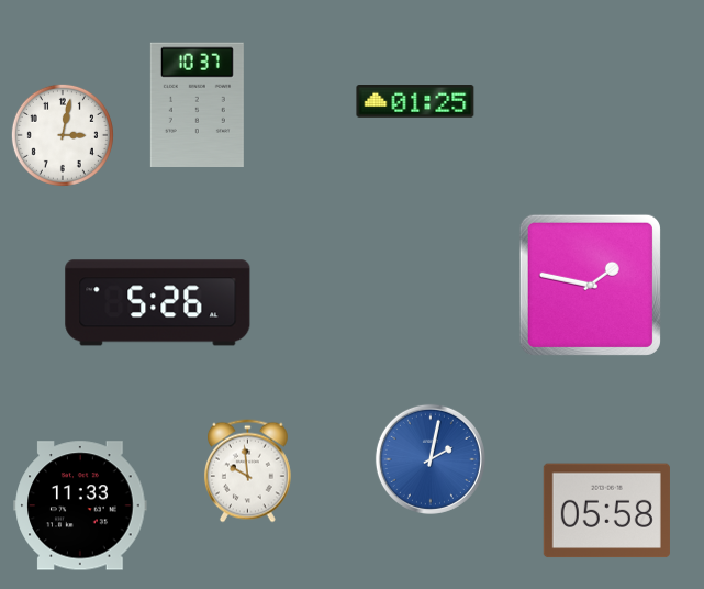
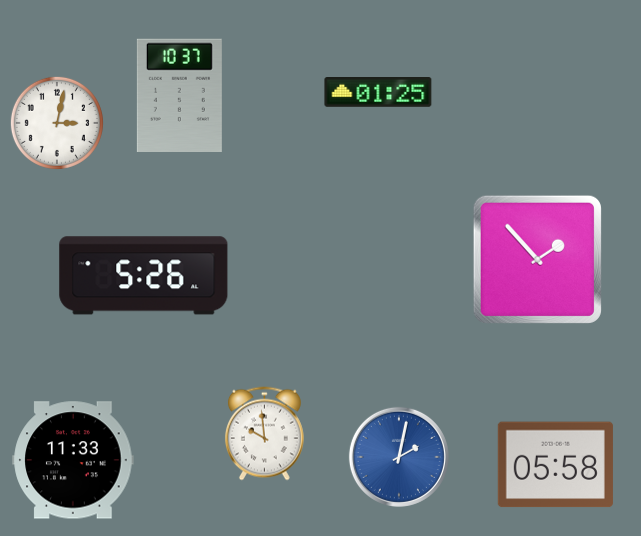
clock at (590, 285): 1:47 -> 1:53
clock at (431, 459) position: (431, 459) -> (399, 457)
clock at (247, 471) position: (247, 471) -> (264, 434)
clock at (606, 511) position: (606, 511) -> (555, 465)
